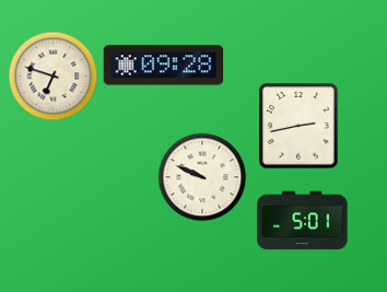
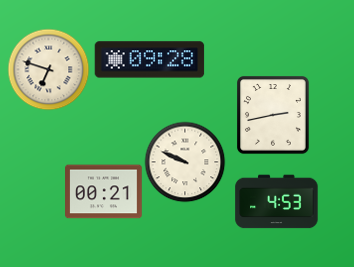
clock at (104, 192): none -> 00:21
clock at (303, 221): 5:01 -> 4:53
